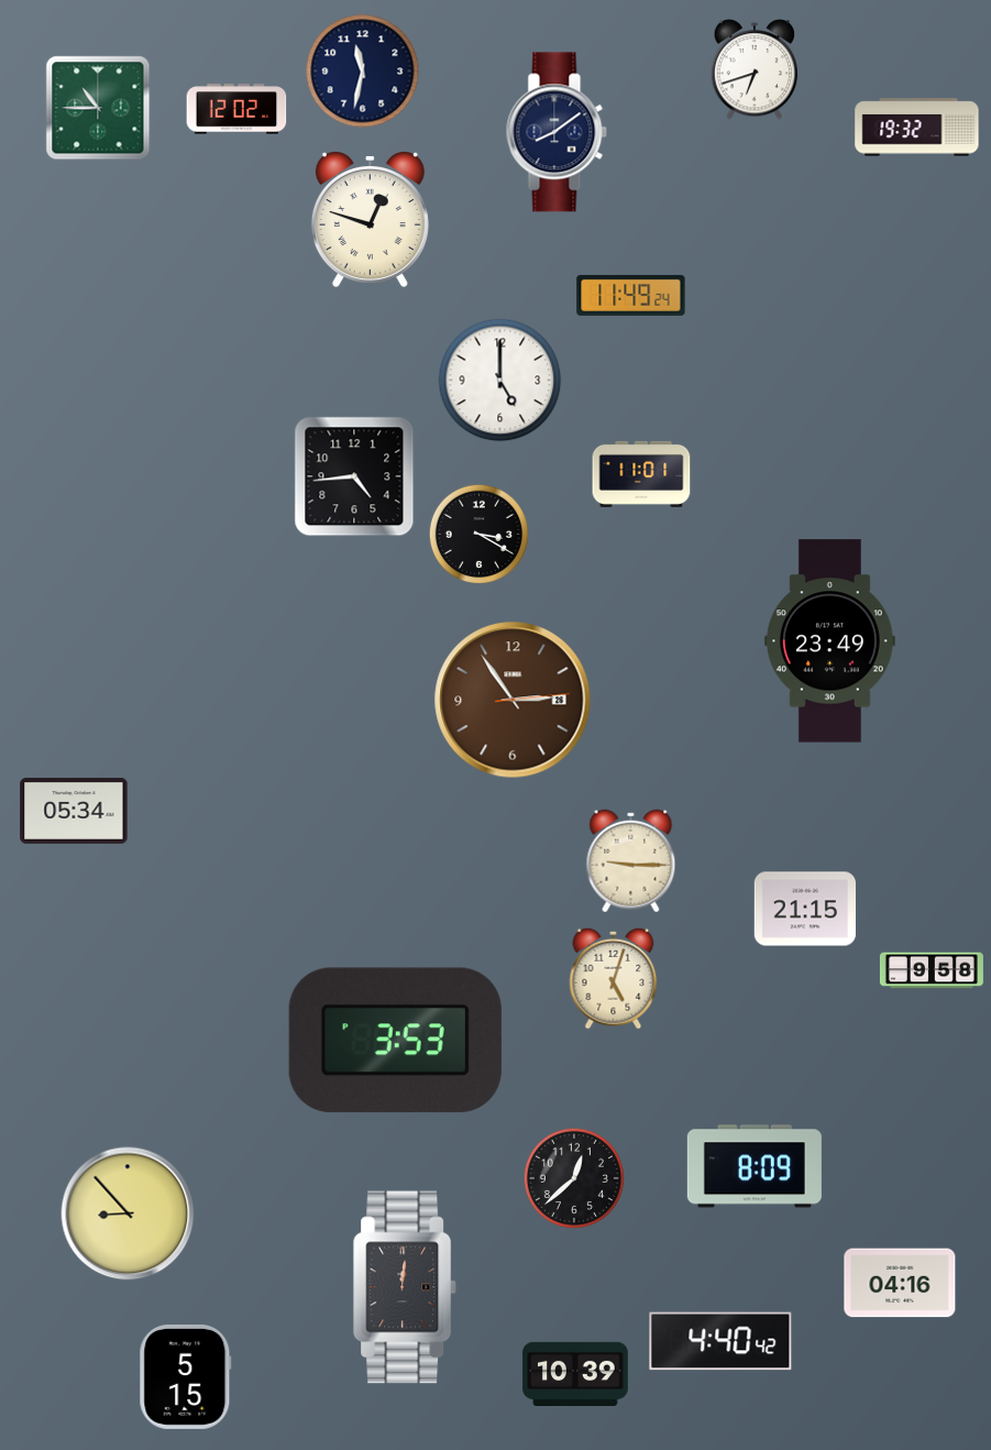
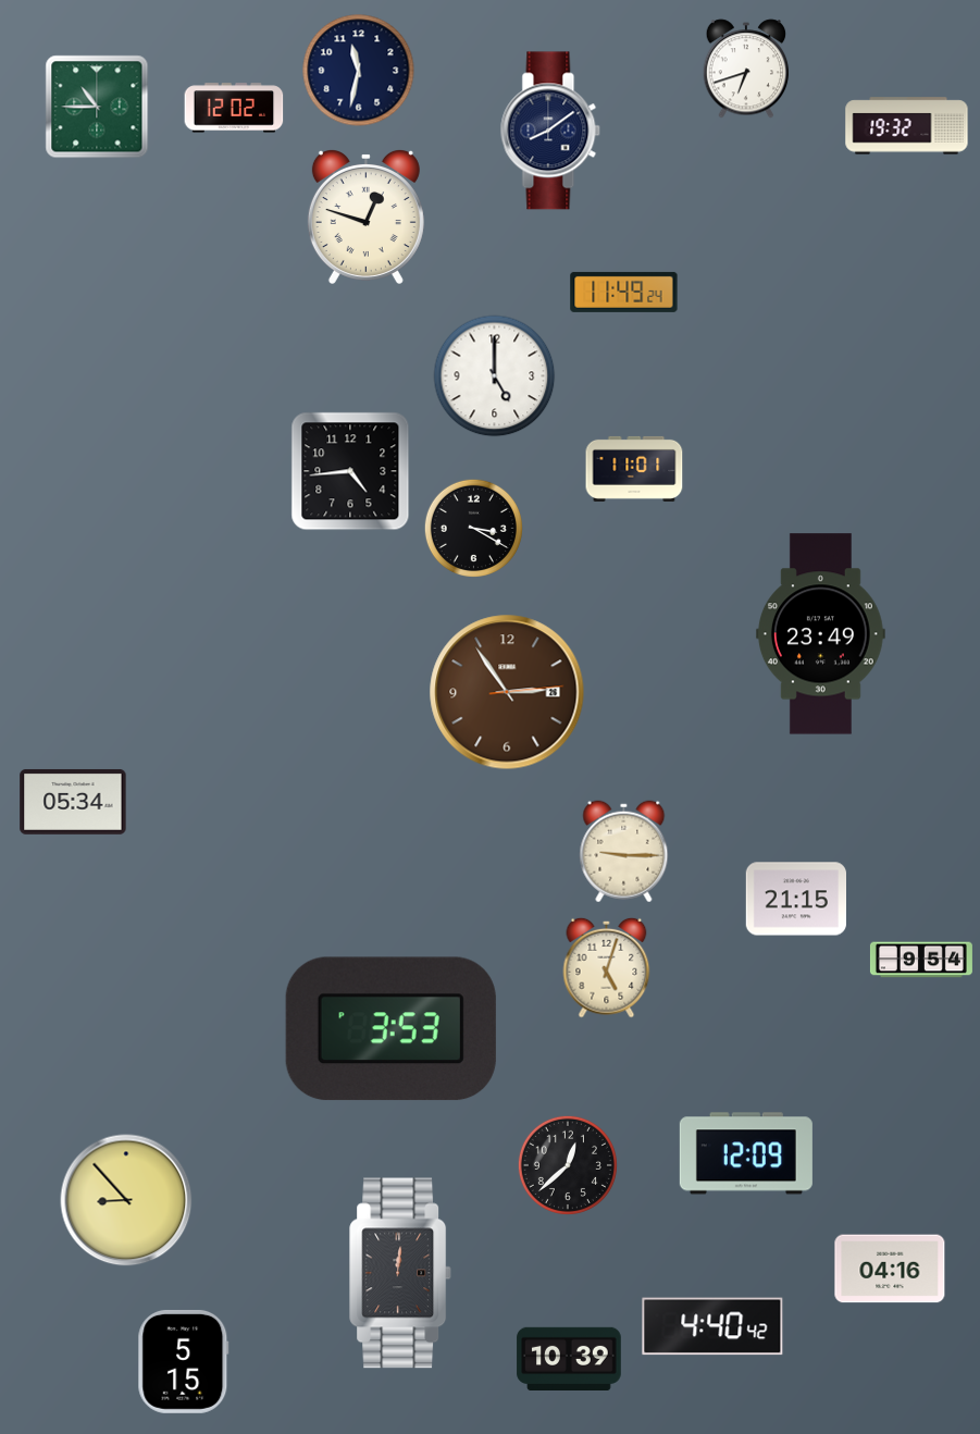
clock at (932, 970): 9:58 -> 9:54
clock at (755, 1166): 8:09 -> 12:09
